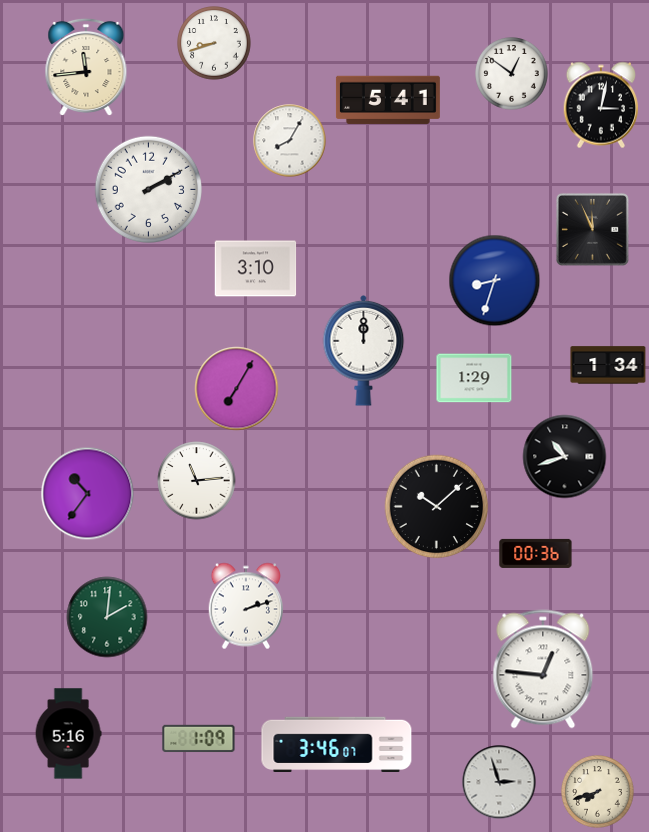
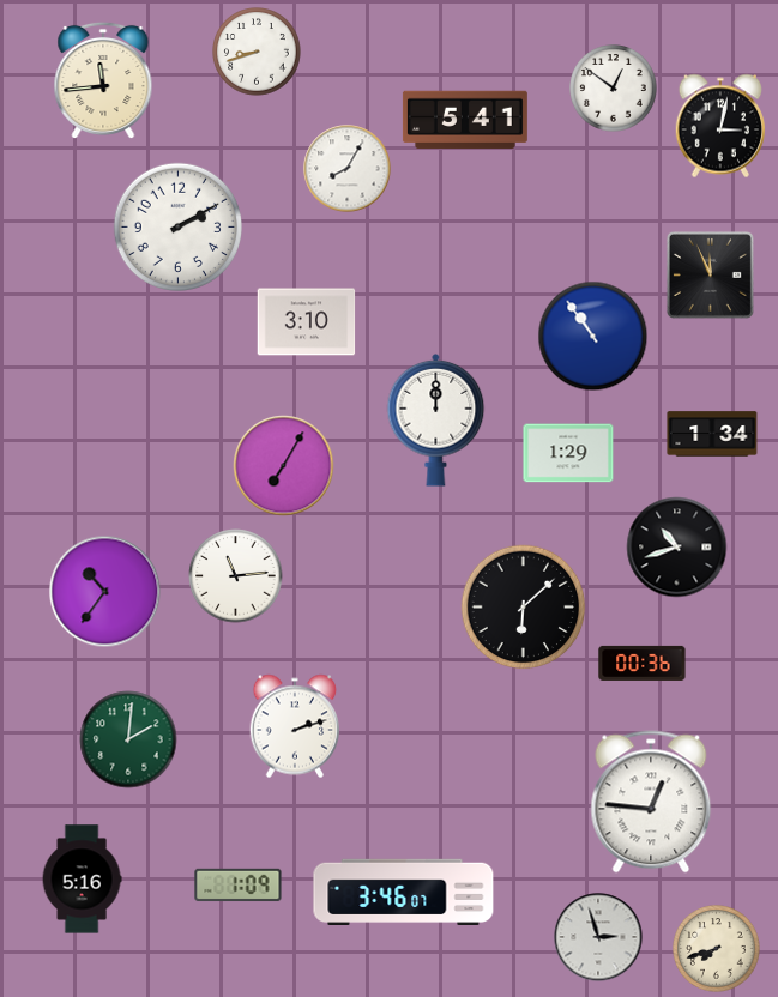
clock at (495, 281): 8:33 -> 10:54
clock at (608, 365) position: (608, 365) -> (712, 434)
clock at (437, 507): 10:08 -> 6:08
